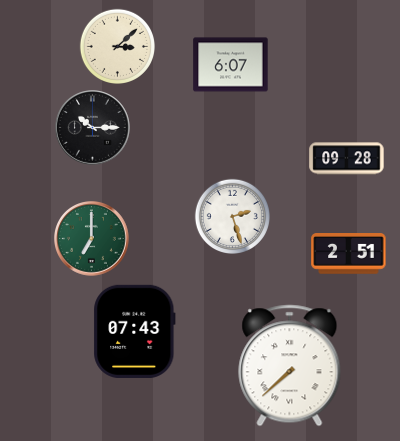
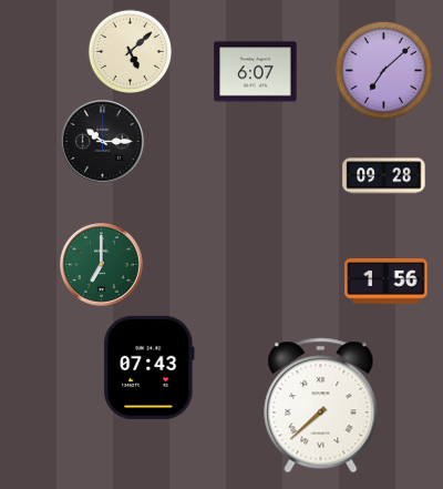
clock at (117, 46): 3:08 -> 5:08
clock at (383, 70): none -> 7:08
clock at (232, 216): 2:27 -> none
clock at (349, 254): 2:51 -> 1:56
